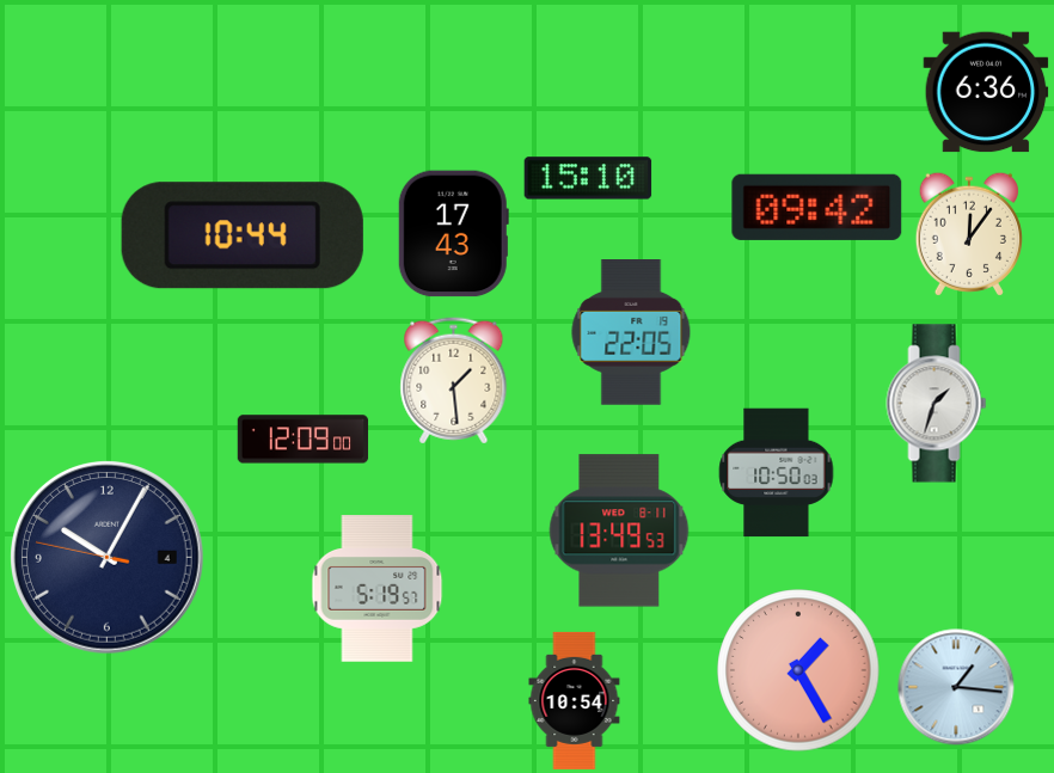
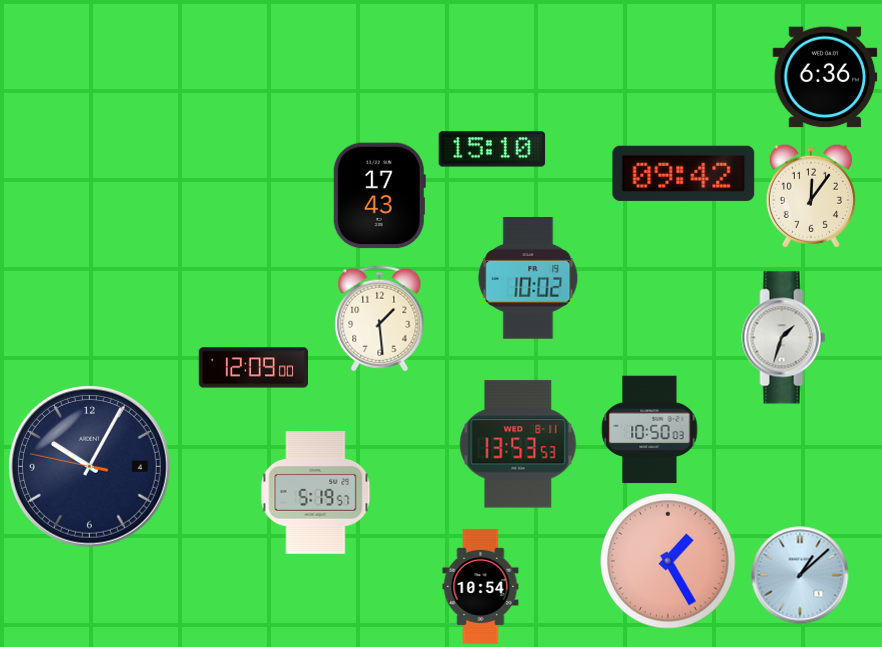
clock at (243, 235): 10:44 -> none
clock at (631, 333): 22:05 -> 10:02
clock at (777, 473) position: (777, 473) -> (650, 430)
clock at (619, 530): 13:49 -> 13:53
clock at (956, 687): 1:16 -> 1:08
